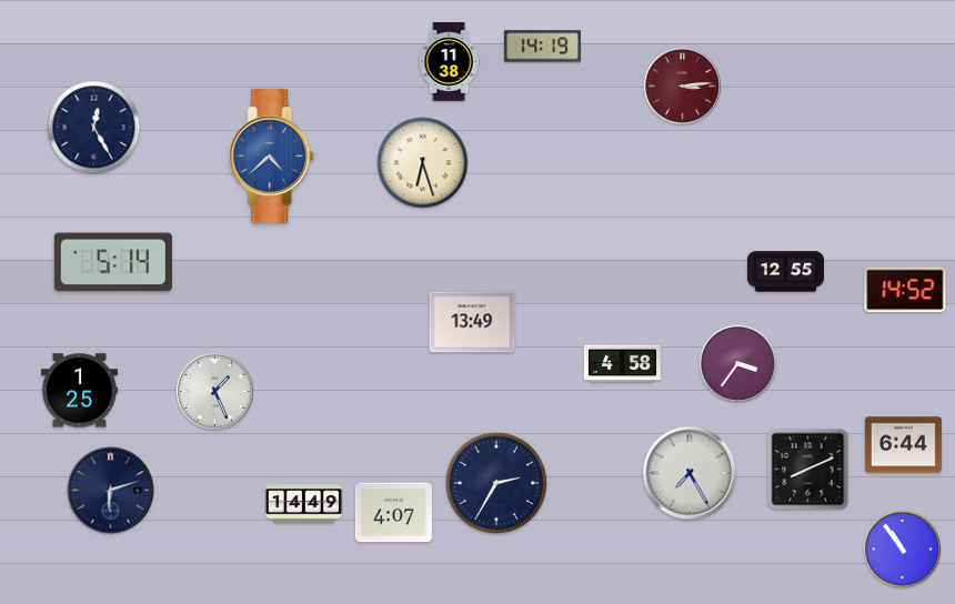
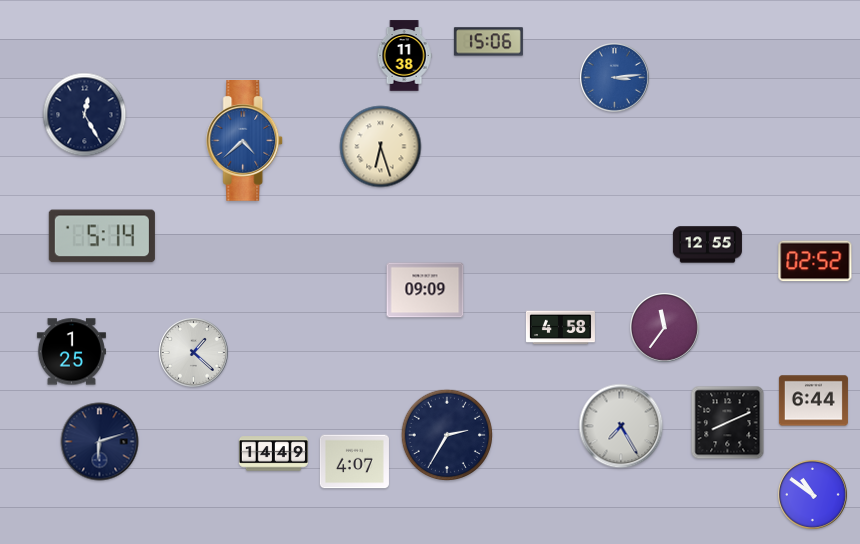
clock at (542, 47): 14:19 -> 15:06
clock at (683, 87) dial: burgundy -> blue
clock at (905, 290): 14:52 -> 02:52
clock at (472, 322): 13:49 -> 09:09
clock at (738, 364): 3:36 -> 11:36
clock at (215, 392): 1:26 -> 1:22
clock at (903, 550): 10:54 -> 10:51
